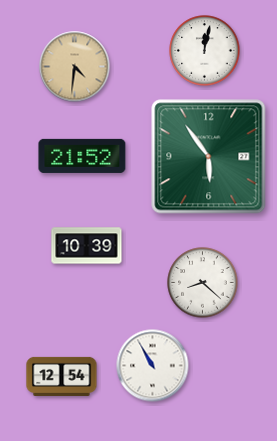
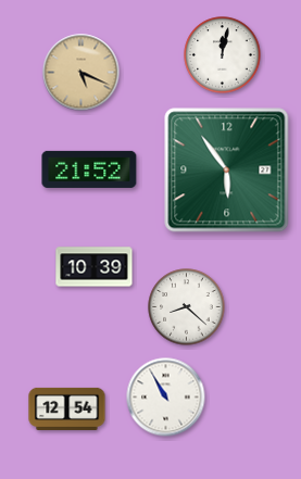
clock at (75, 67): 4:31 -> 5:19
clock at (203, 283) position: (203, 283) -> (187, 307)
